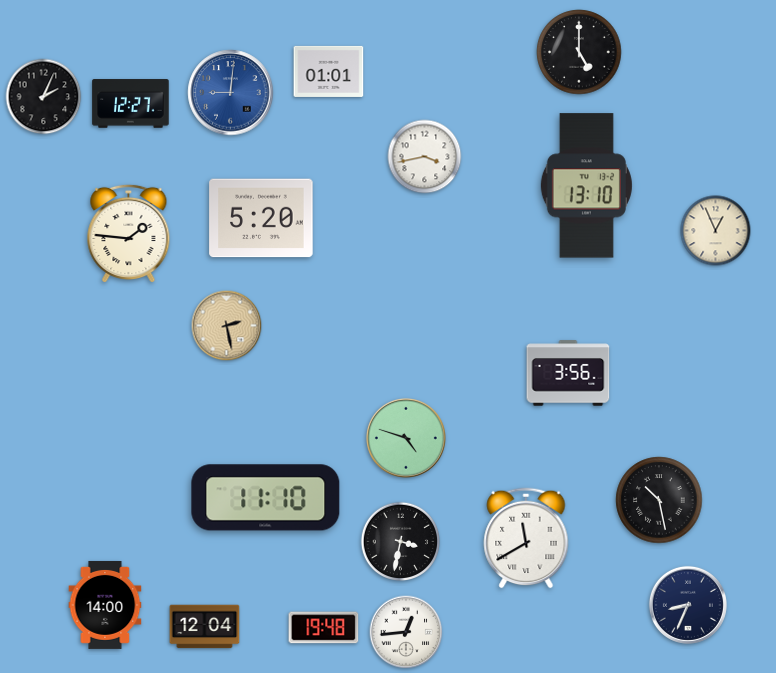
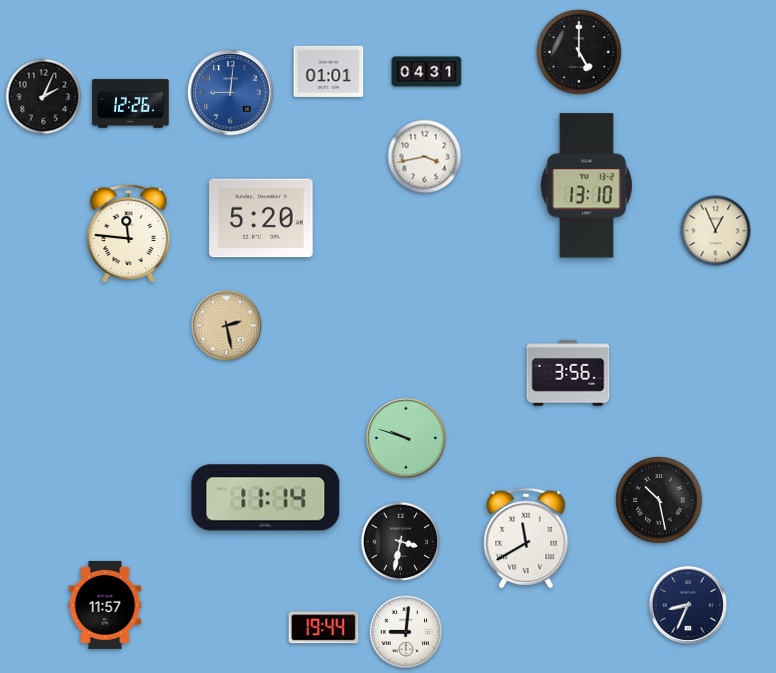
clock at (427, 72): none -> 04:31
clock at (131, 104): 12:27 -> 12:26
clock at (129, 234): 1:46 -> 11:46
clock at (406, 438): 4:48 -> 9:48
clock at (266, 498): 11:10 -> 11:14
clock at (105, 605): 14:00 -> 11:57
clock at (205, 627): 12:04 -> none
clock at (324, 628): 19:48 -> 19:44
clock at (406, 632): 12:44 -> 9:01
